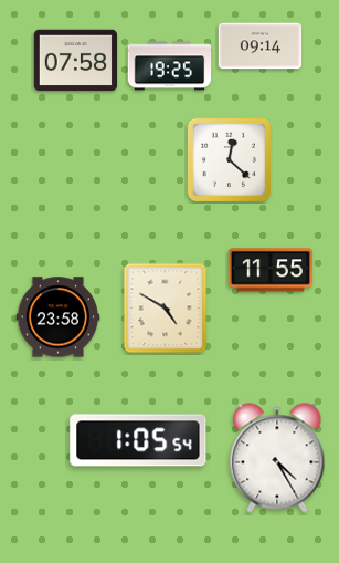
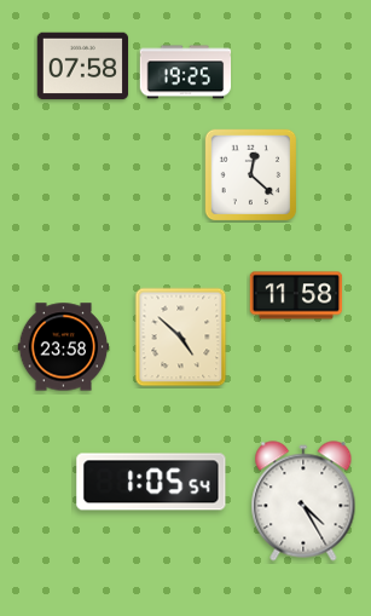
clock at (261, 46): 09:14 -> none
clock at (271, 270): 11:55 -> 11:58
clock at (166, 309): 4:50 -> 4:52
